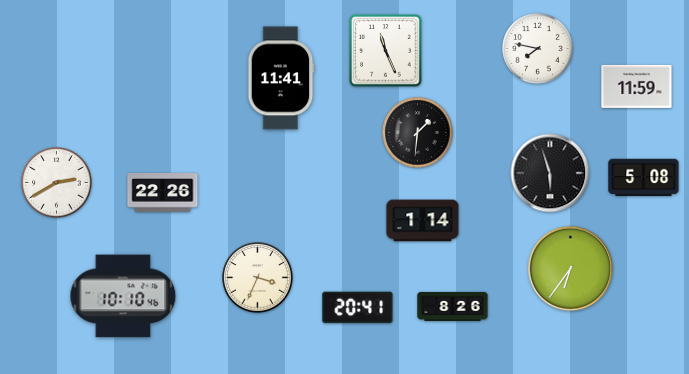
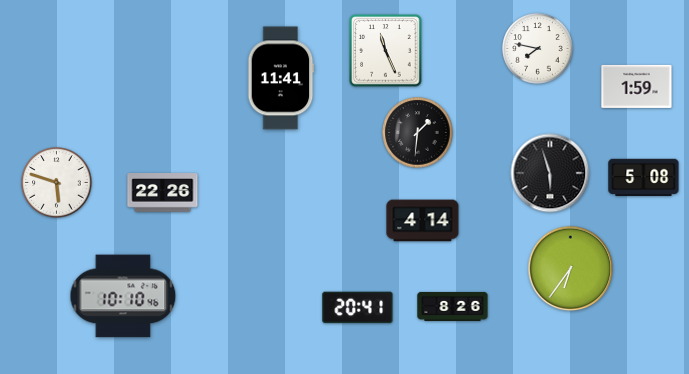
clock at (637, 86): 11:59 -> 1:59
clock at (57, 183): 2:40 -> 5:48
clock at (423, 221): 1:14 -> 4:14
clock at (258, 278): 3:34 -> none
